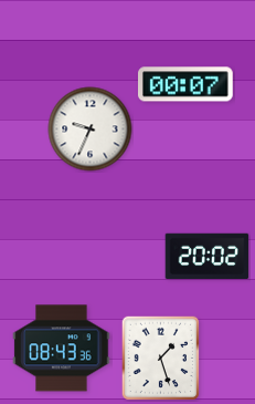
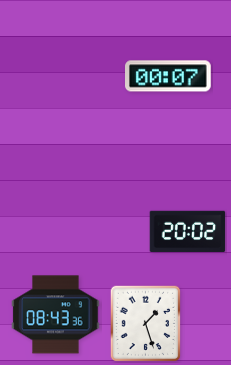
clock at (91, 130): 9:34 -> none
